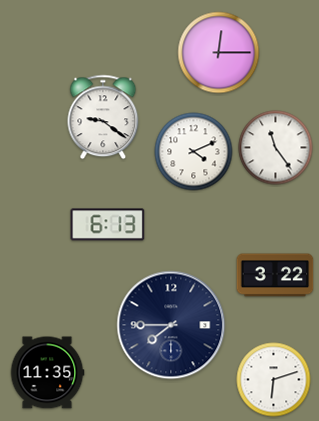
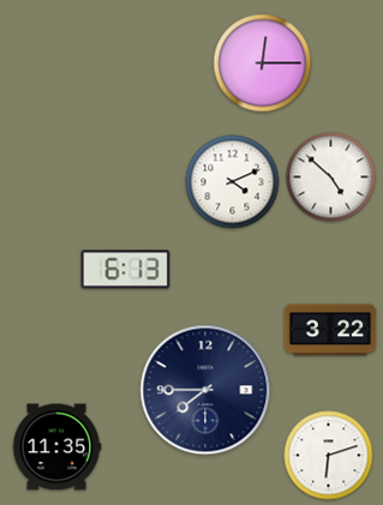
clock at (103, 117): 9:21 -> none
clock at (276, 148): 11:24 -> 4:52
clock at (108, 225) position: (108, 225) -> (126, 270)
